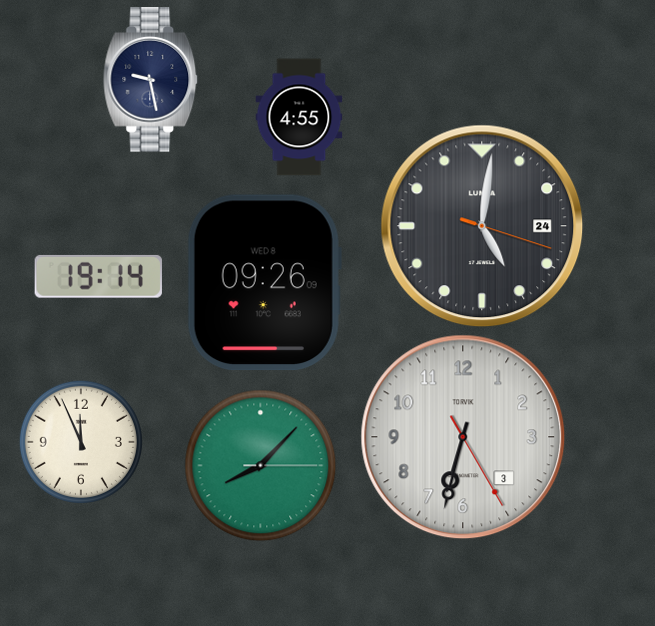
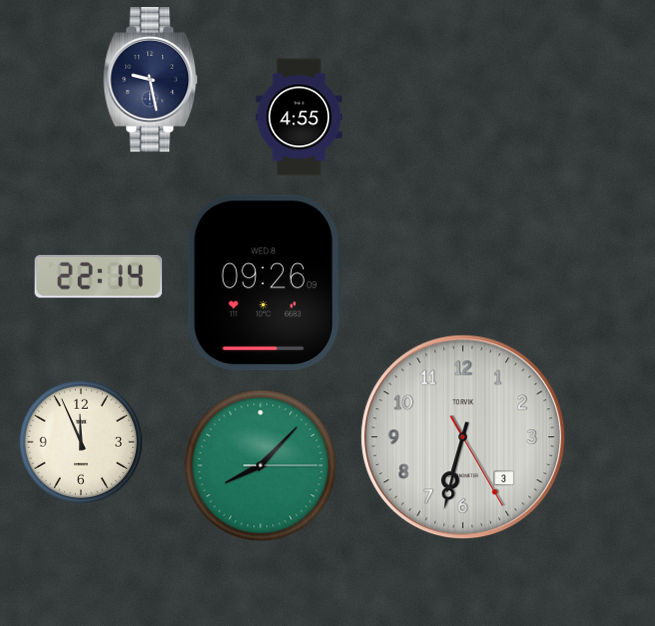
clock at (482, 226): 5:01 -> none
clock at (98, 276): 19:14 -> 22:14
